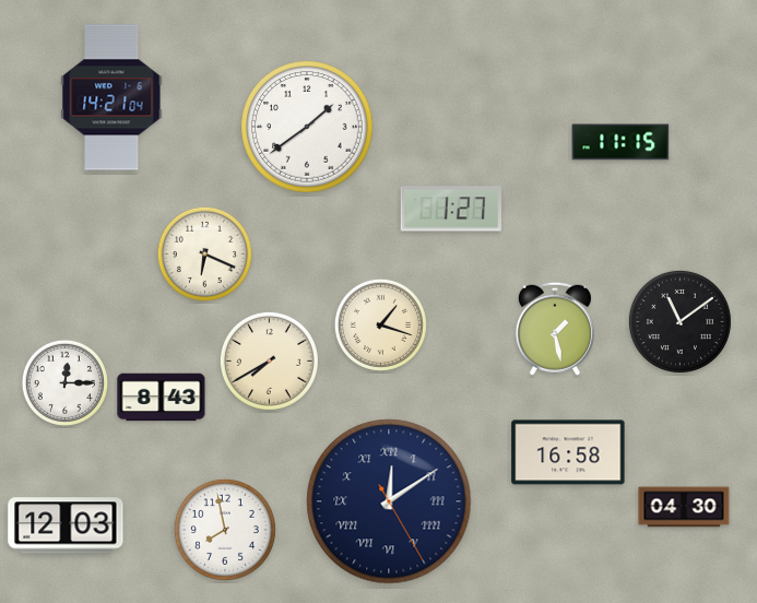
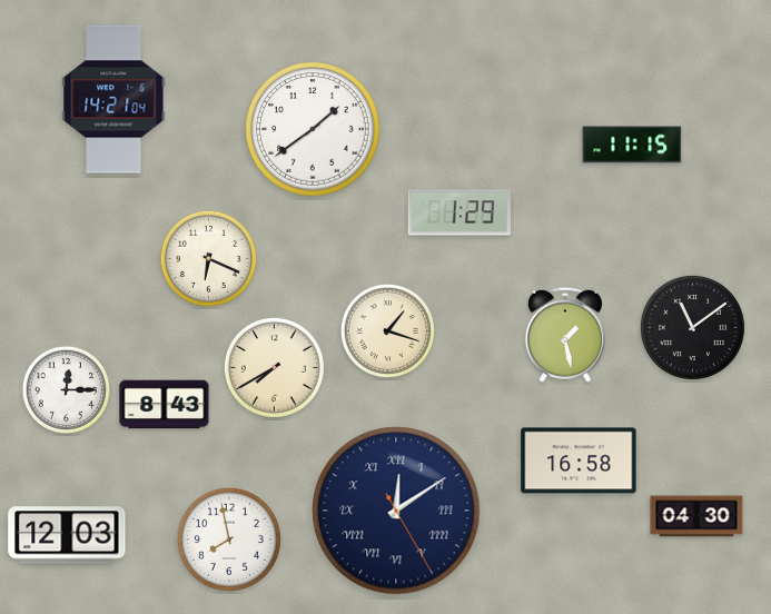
clock at (451, 209): 1:27 -> 1:29
